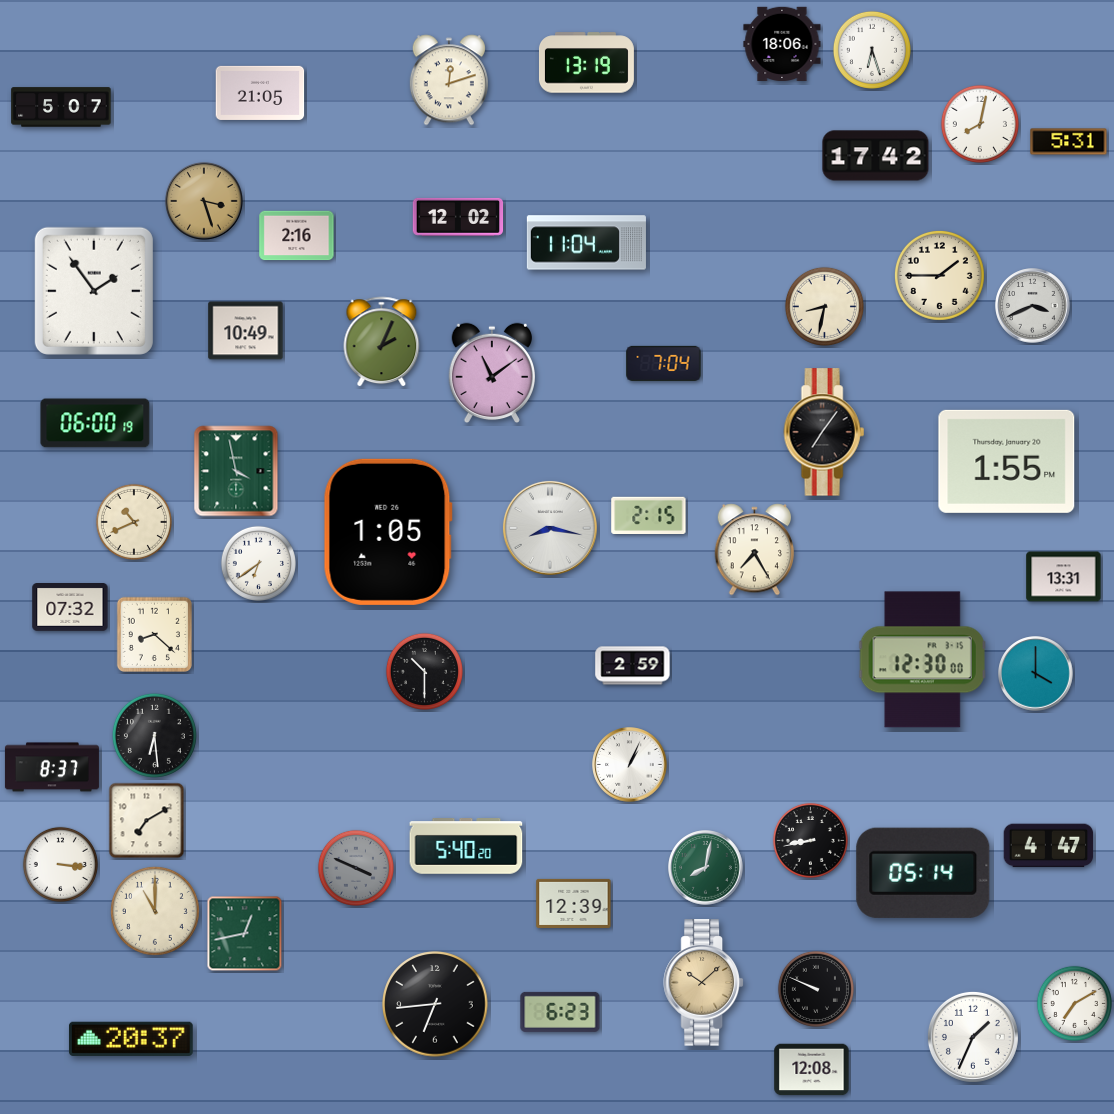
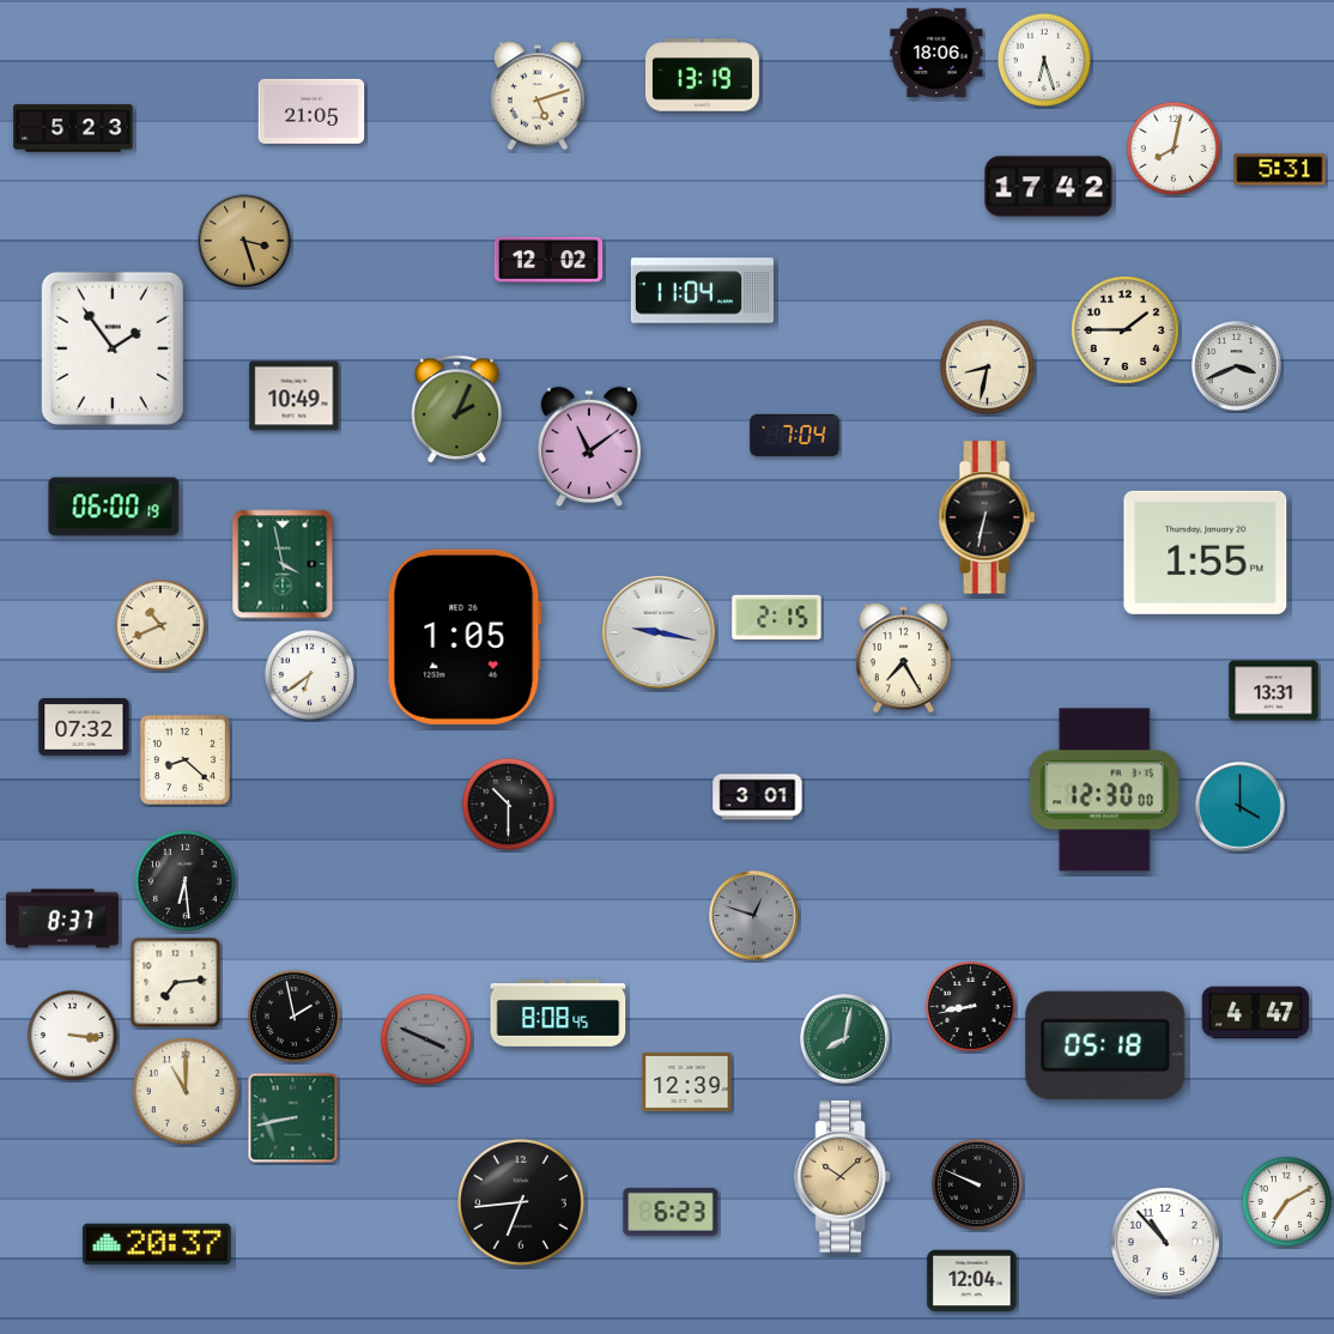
clock at (449, 80): 12:12 -> 5:12
clock at (61, 107): 5:07 -> 5:23
clock at (297, 236): 2:16 -> none
clock at (824, 432): 7:06 -> 6:32
clock at (550, 528): 8:17 -> 9:17
clock at (633, 666): 2:59 -> 3:01
clock at (630, 765): 1:04 -> 12:48
clock at (630, 765) dial: white -> grey
clock at (147, 821): 7:10 -> 7:14
clock at (466, 847): 5:40 -> 8:08
clock at (293, 1015): none -> 1:58
clock at (923, 873): 05:14 -> 05:18
clock at (245, 934): 12:43 -> 8:43
clock at (973, 1037): 1:34 -> 10:53
clock at (812, 1070): 12:08 -> 12:04
